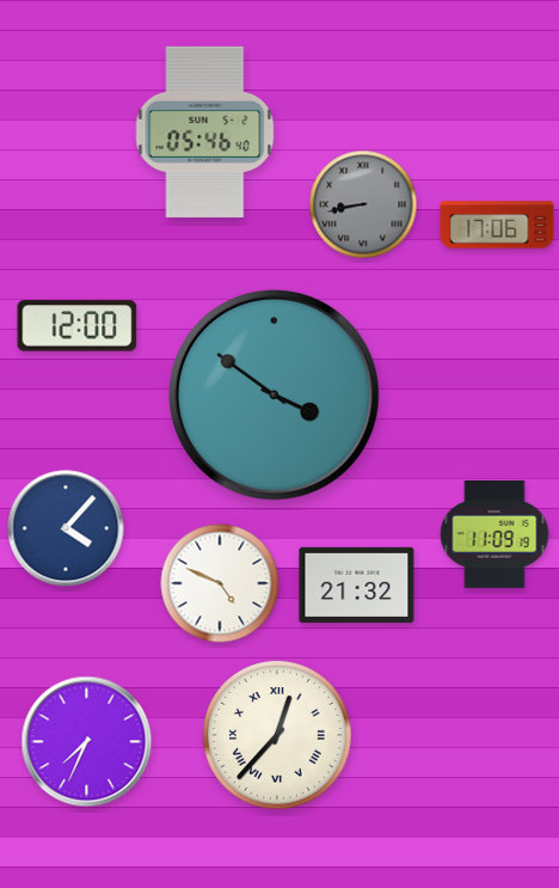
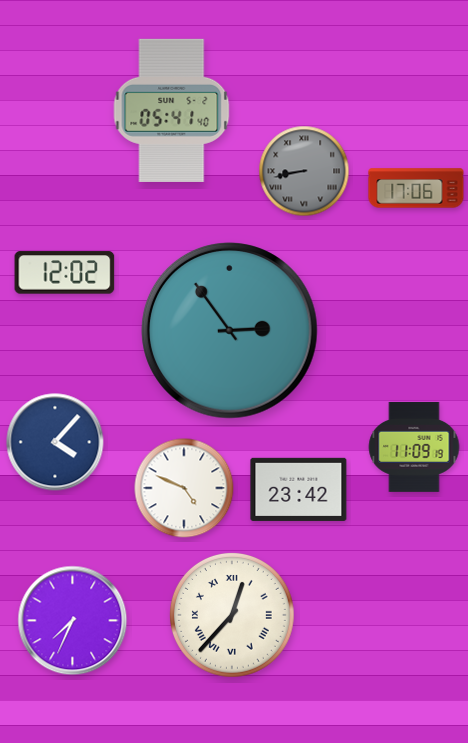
clock at (205, 131): 05:46 -> 05:41
clock at (78, 326): 12:00 -> 12:02
clock at (275, 396): 3:51 -> 2:54
clock at (357, 584): 21:32 -> 23:42
